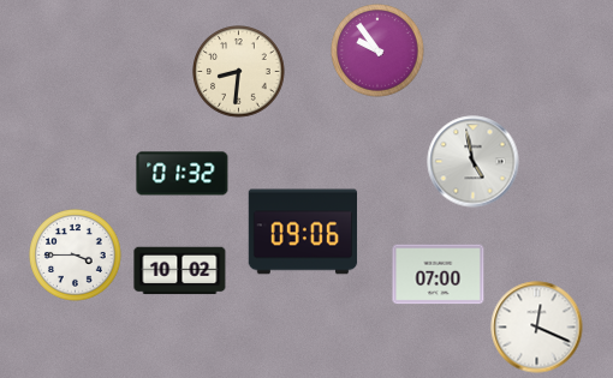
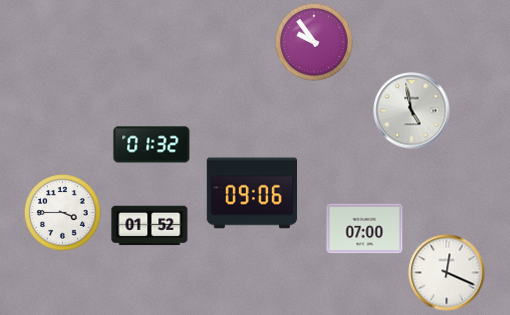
clock at (239, 72): 8:31 -> none
clock at (474, 162) position: (474, 162) -> (412, 111)
clock at (180, 271): 10:02 -> 01:52
